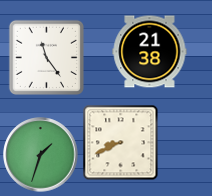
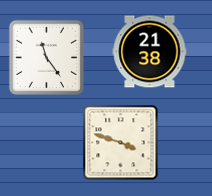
clock at (121, 143): 8:41 -> 3:48
clock at (41, 155): 1:33 -> none
